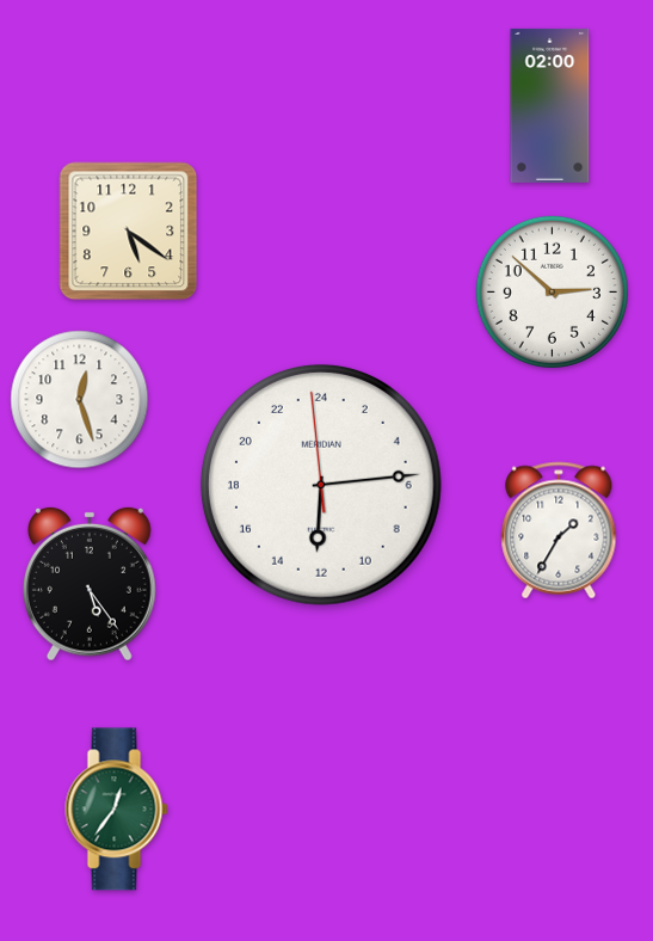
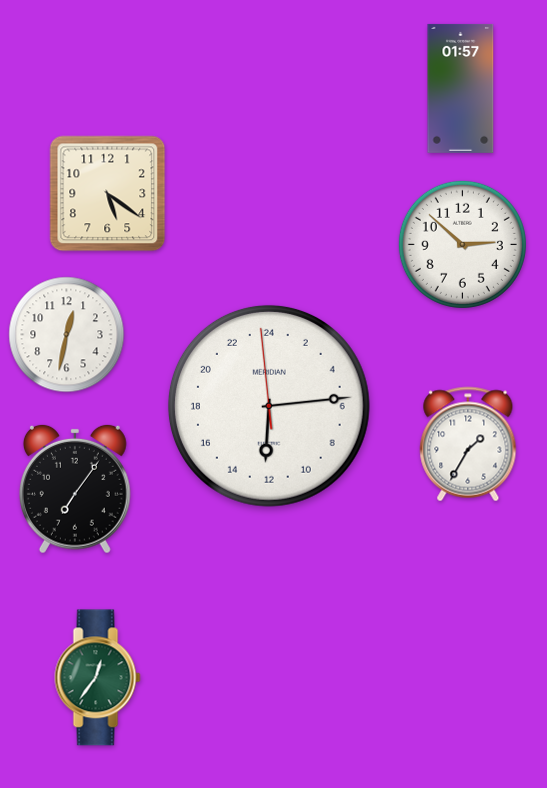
clock at (550, 105): 02:00 -> 01:57
clock at (80, 400): 12:27 -> 12:32
clock at (90, 584): 5:24 -> 7:06
